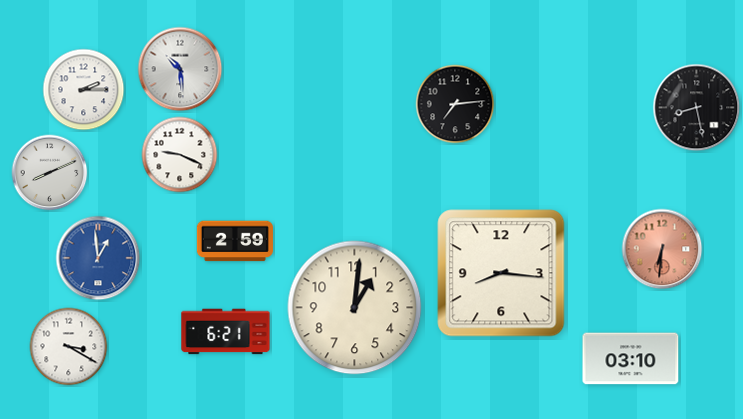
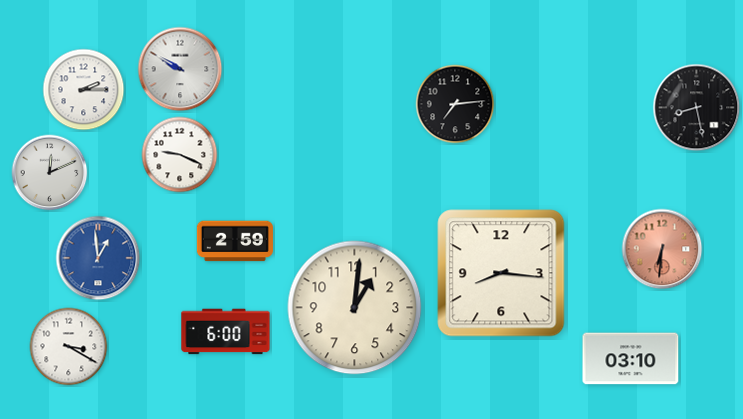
clock at (180, 69): 10:29 -> 9:50
clock at (50, 173): 8:11 -> 12:11
clock at (226, 332): 6:21 -> 6:00
